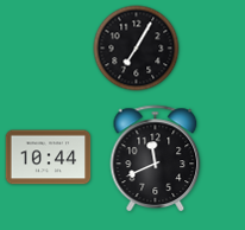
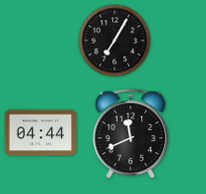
clock at (49, 158): 10:44 -> 04:44
